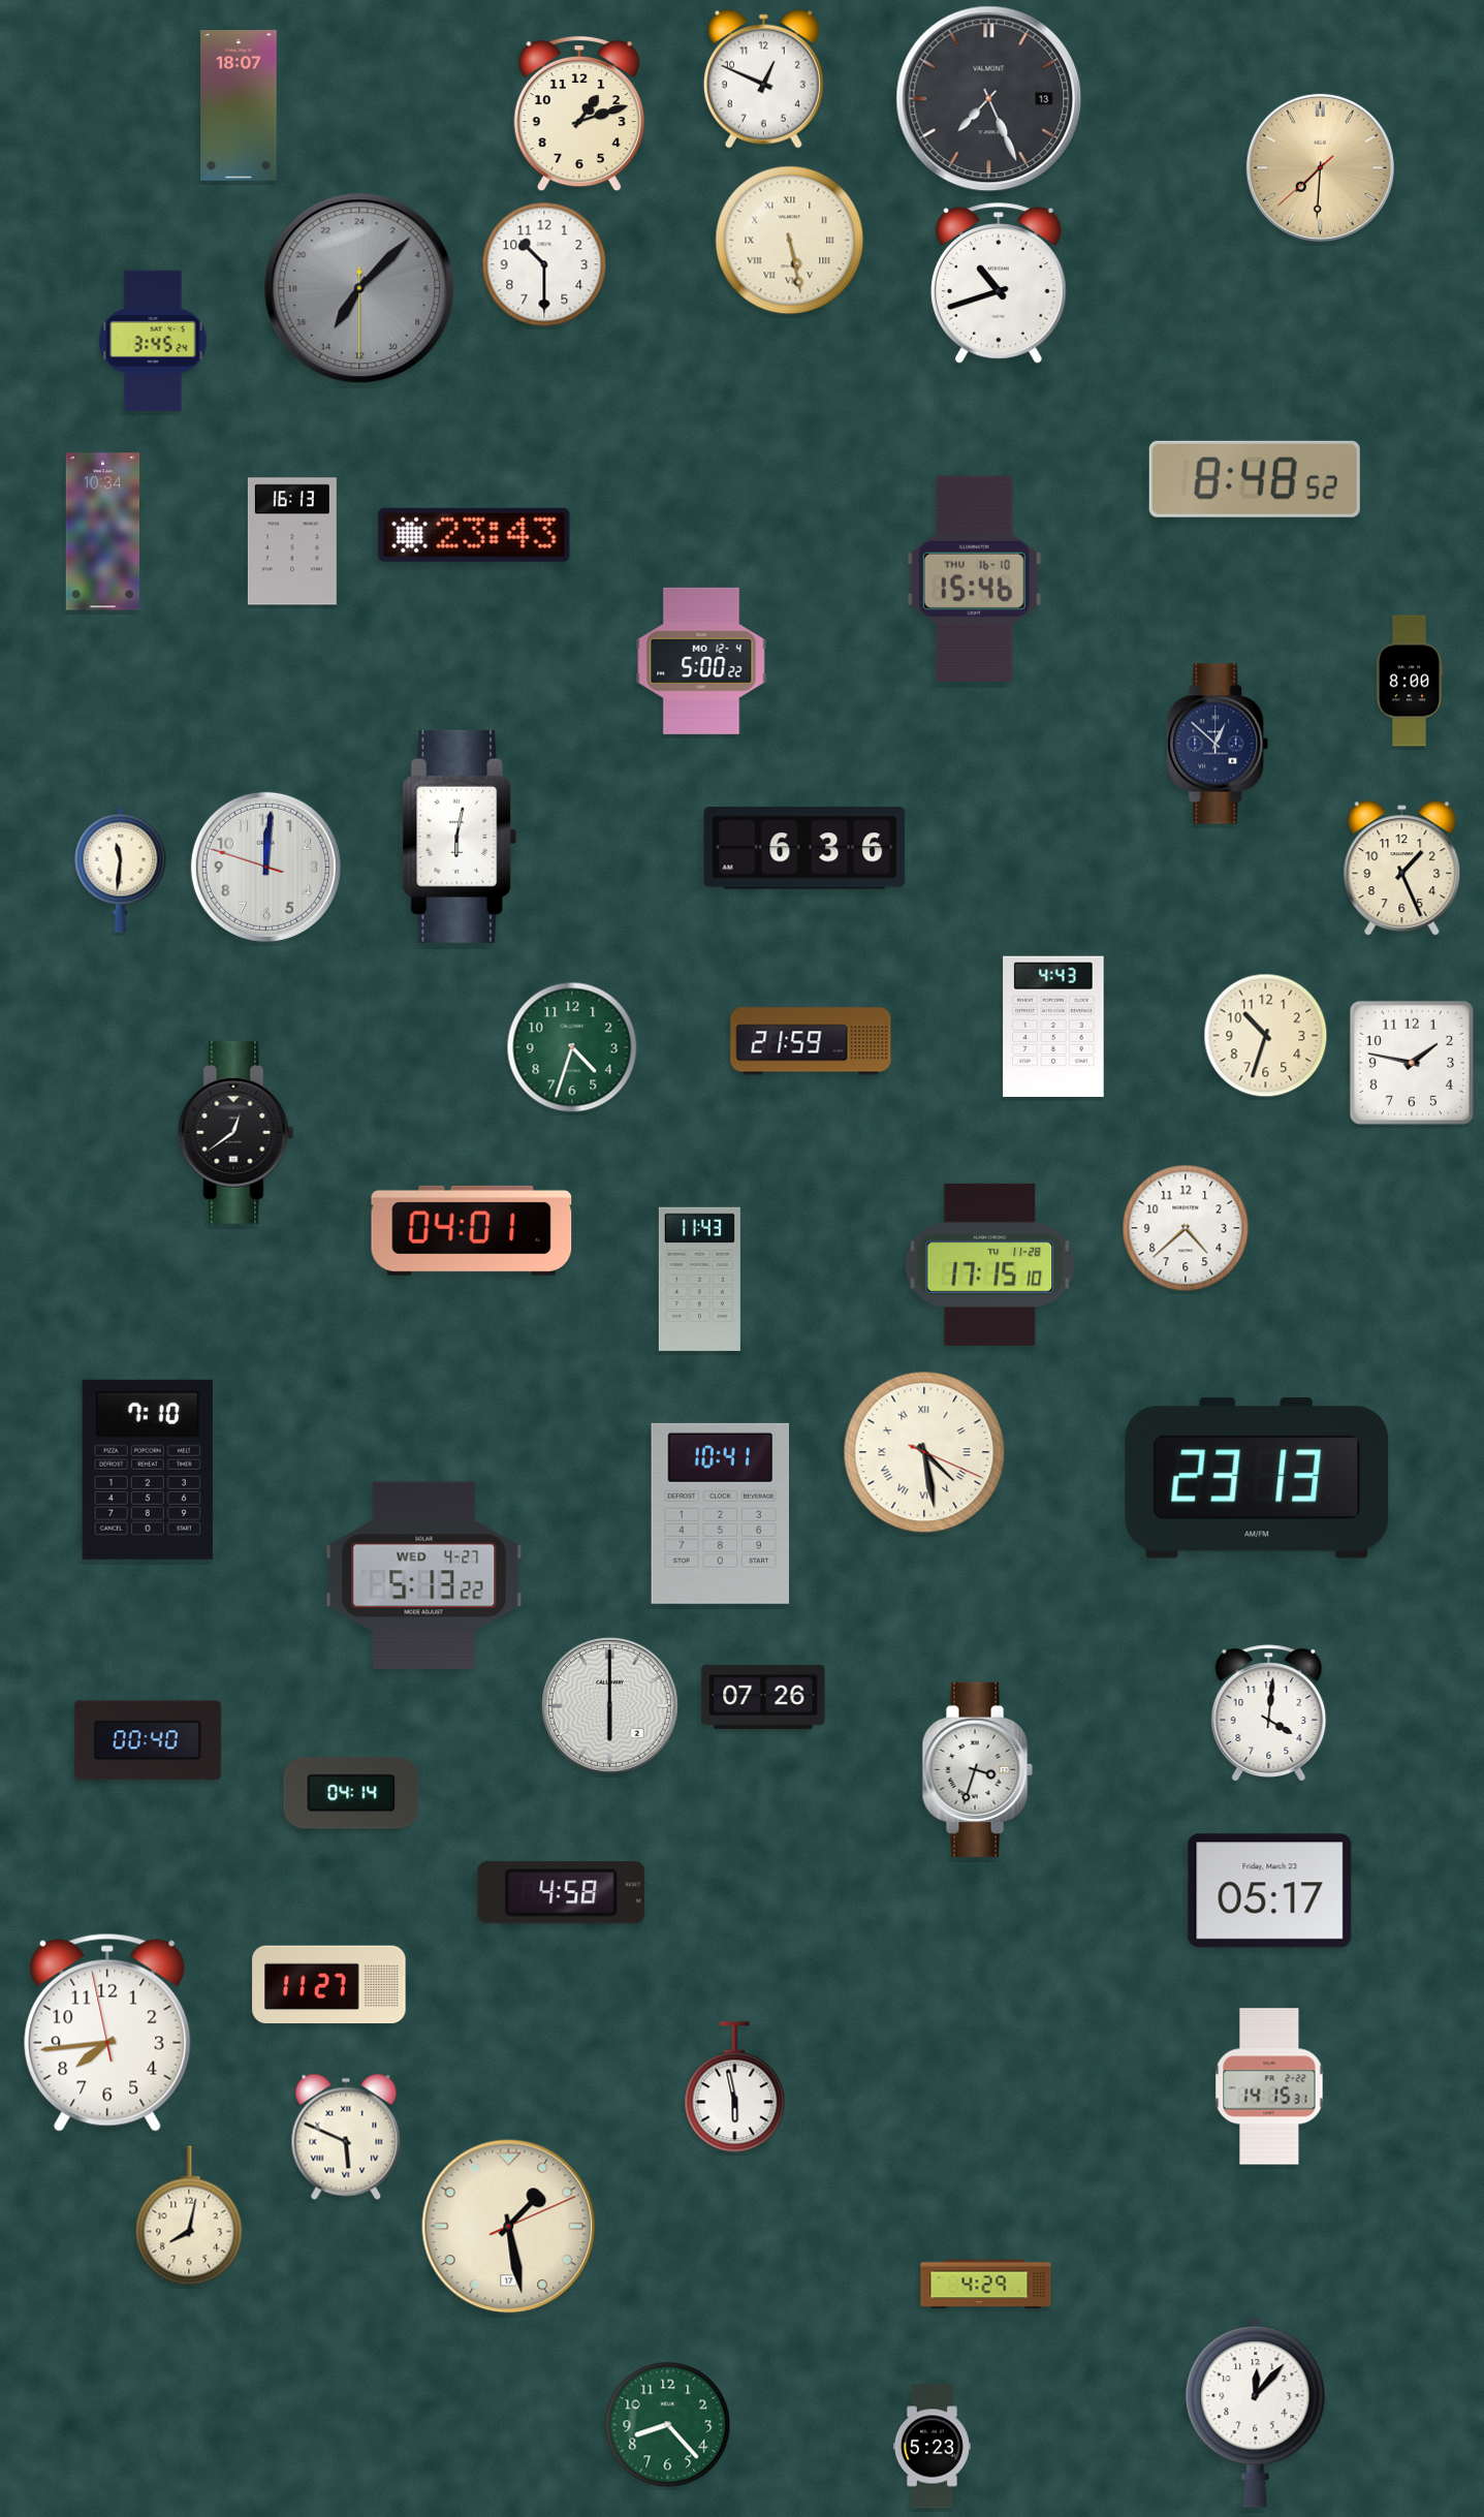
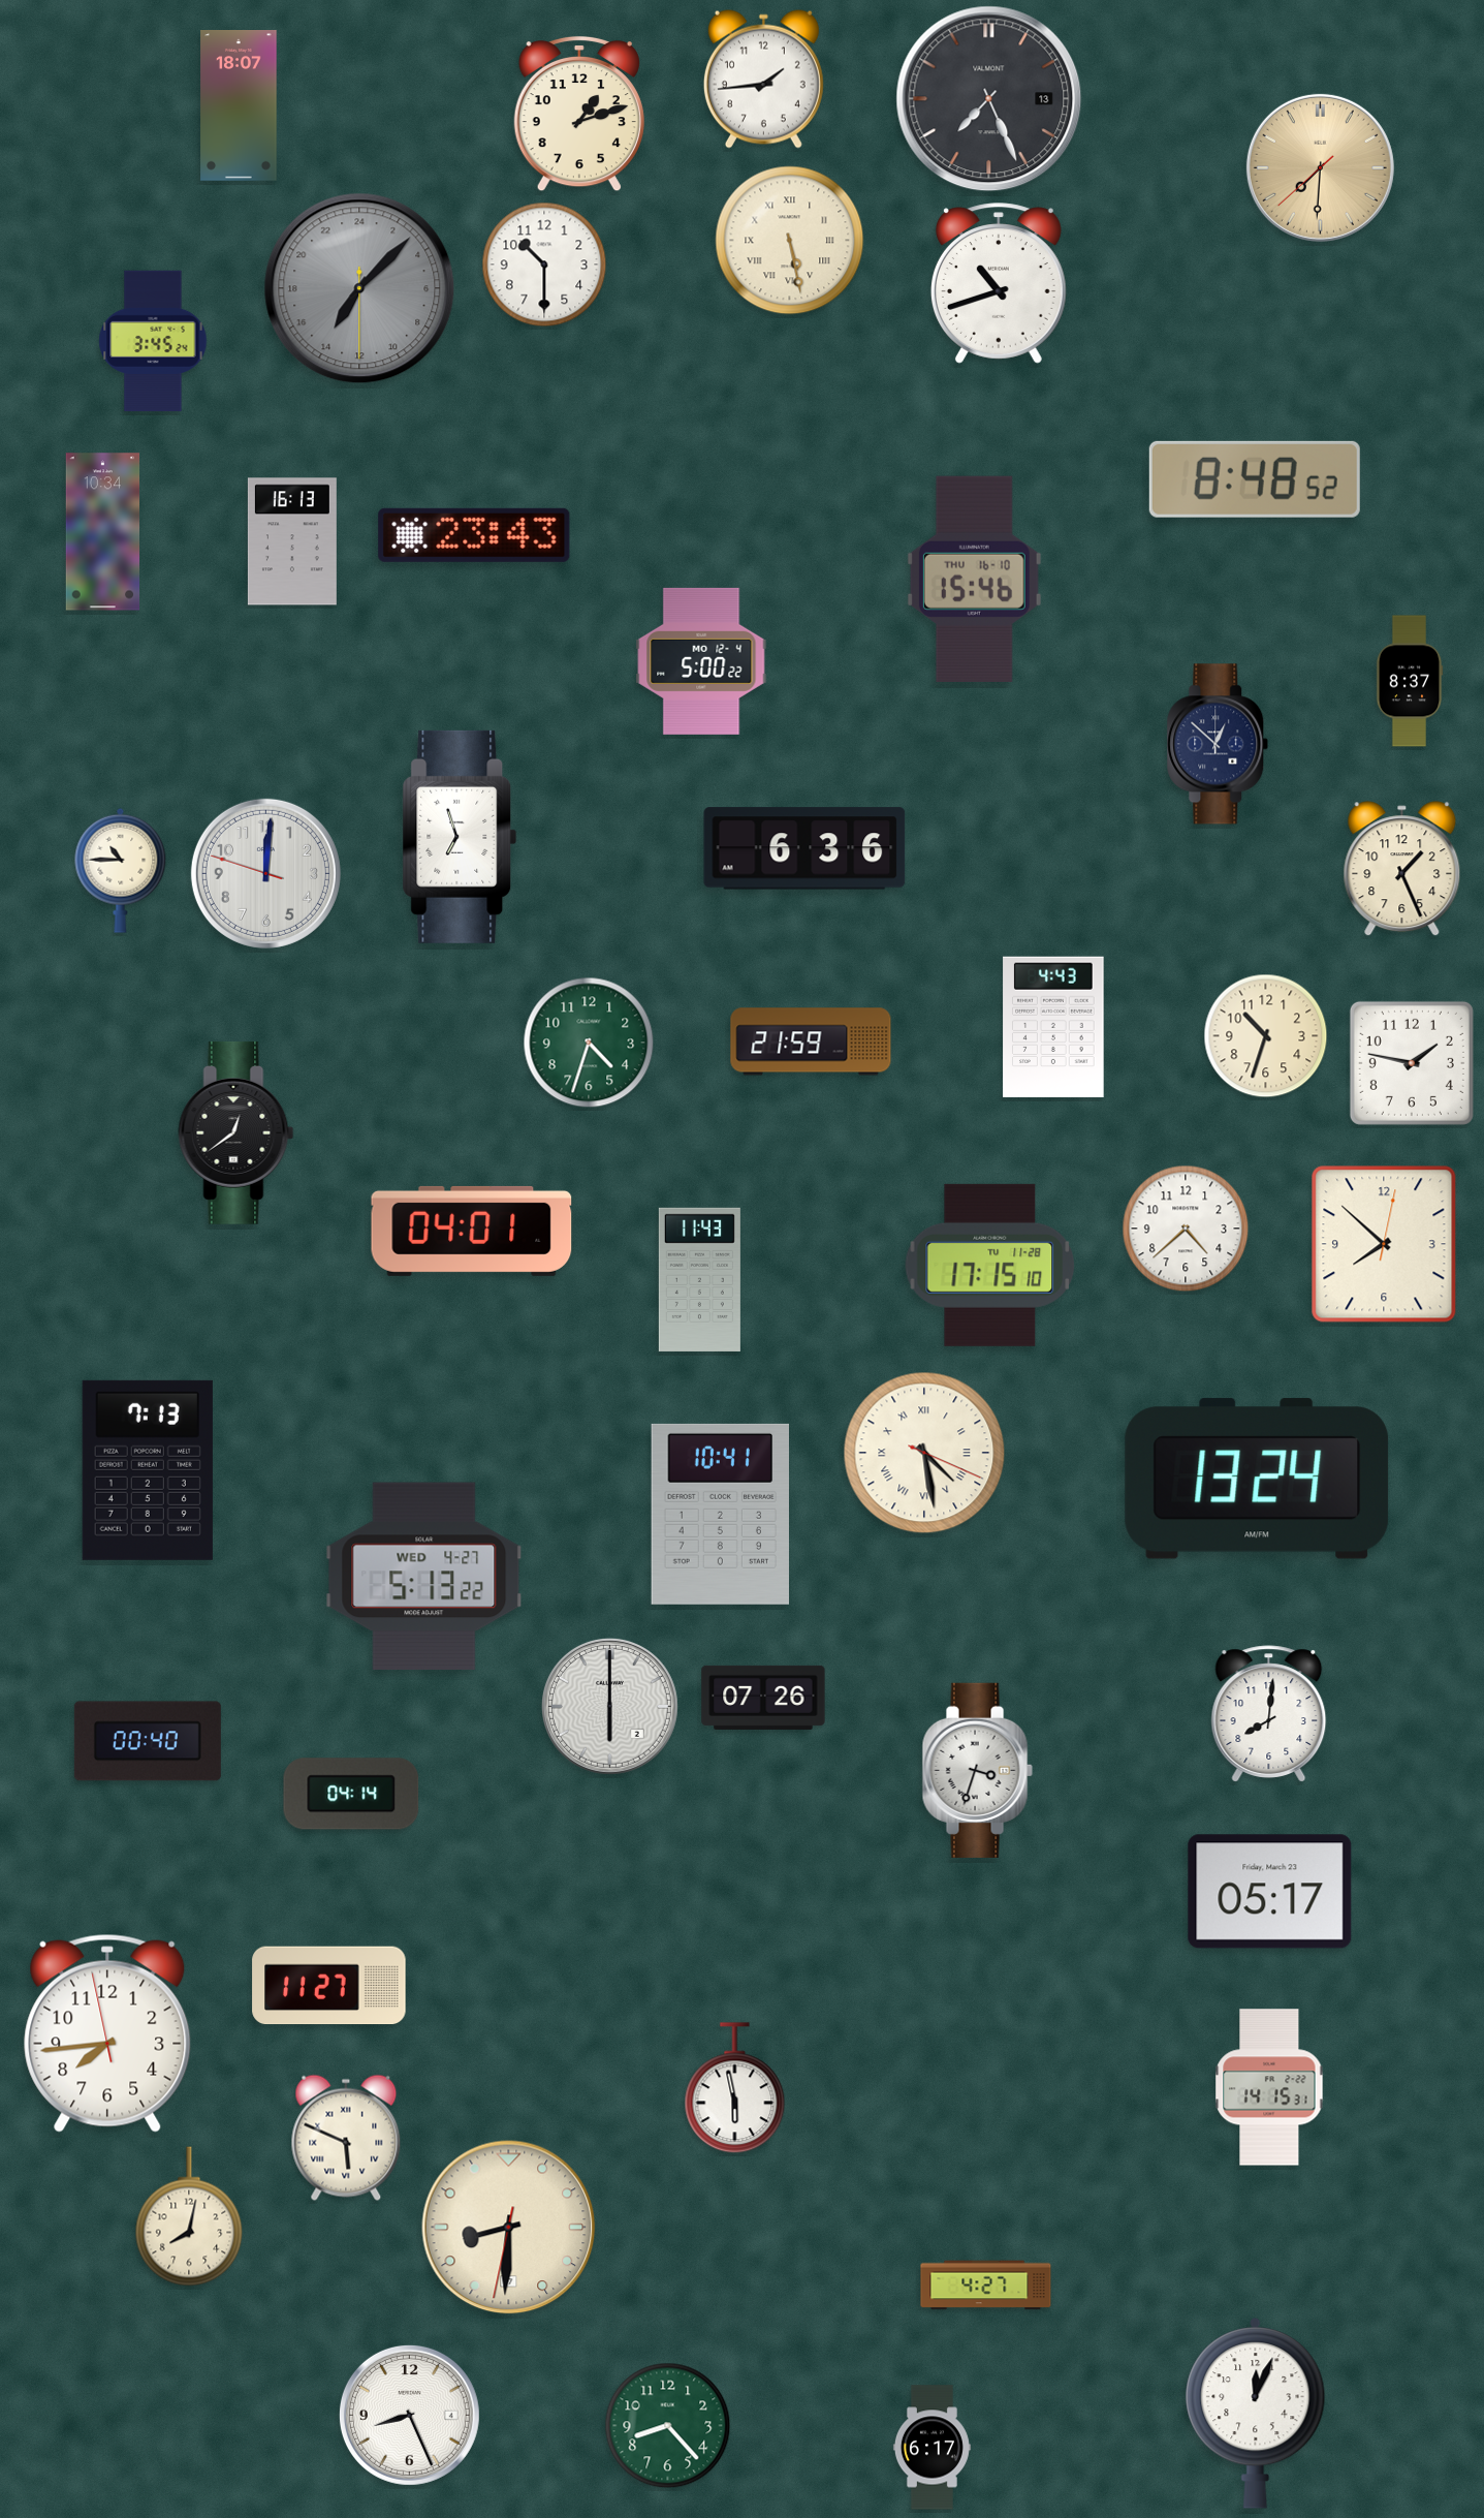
clock at (763, 78): 12:49 -> 1:44
clock at (1410, 681): 8:00 -> 8:37
clock at (460, 837): 6:02 -> 6:57
clock at (265, 867) position: (265, 867) -> (265, 873)
clock at (121, 870): 11:31 -> 10:45
clock at (572, 1047) position: (572, 1047) -> (589, 1043)
clock at (1384, 1244): none -> 7:52
clock at (148, 1470): 7:10 -> 7:13
clock at (1257, 1478): 23:13 -> 13:24
clock at (1269, 1713): 4:01 -> 8:01
clock at (562, 1893): 4:58 -> none
clock at (509, 2227): 1:28 -> 8:30
clock at (986, 2285): 4:29 -> 4:27
clock at (1256, 2413): 12:07 -> 12:04
clock at (409, 2415): none -> 8:26
clock at (932, 2447): 5:23 -> 6:17
